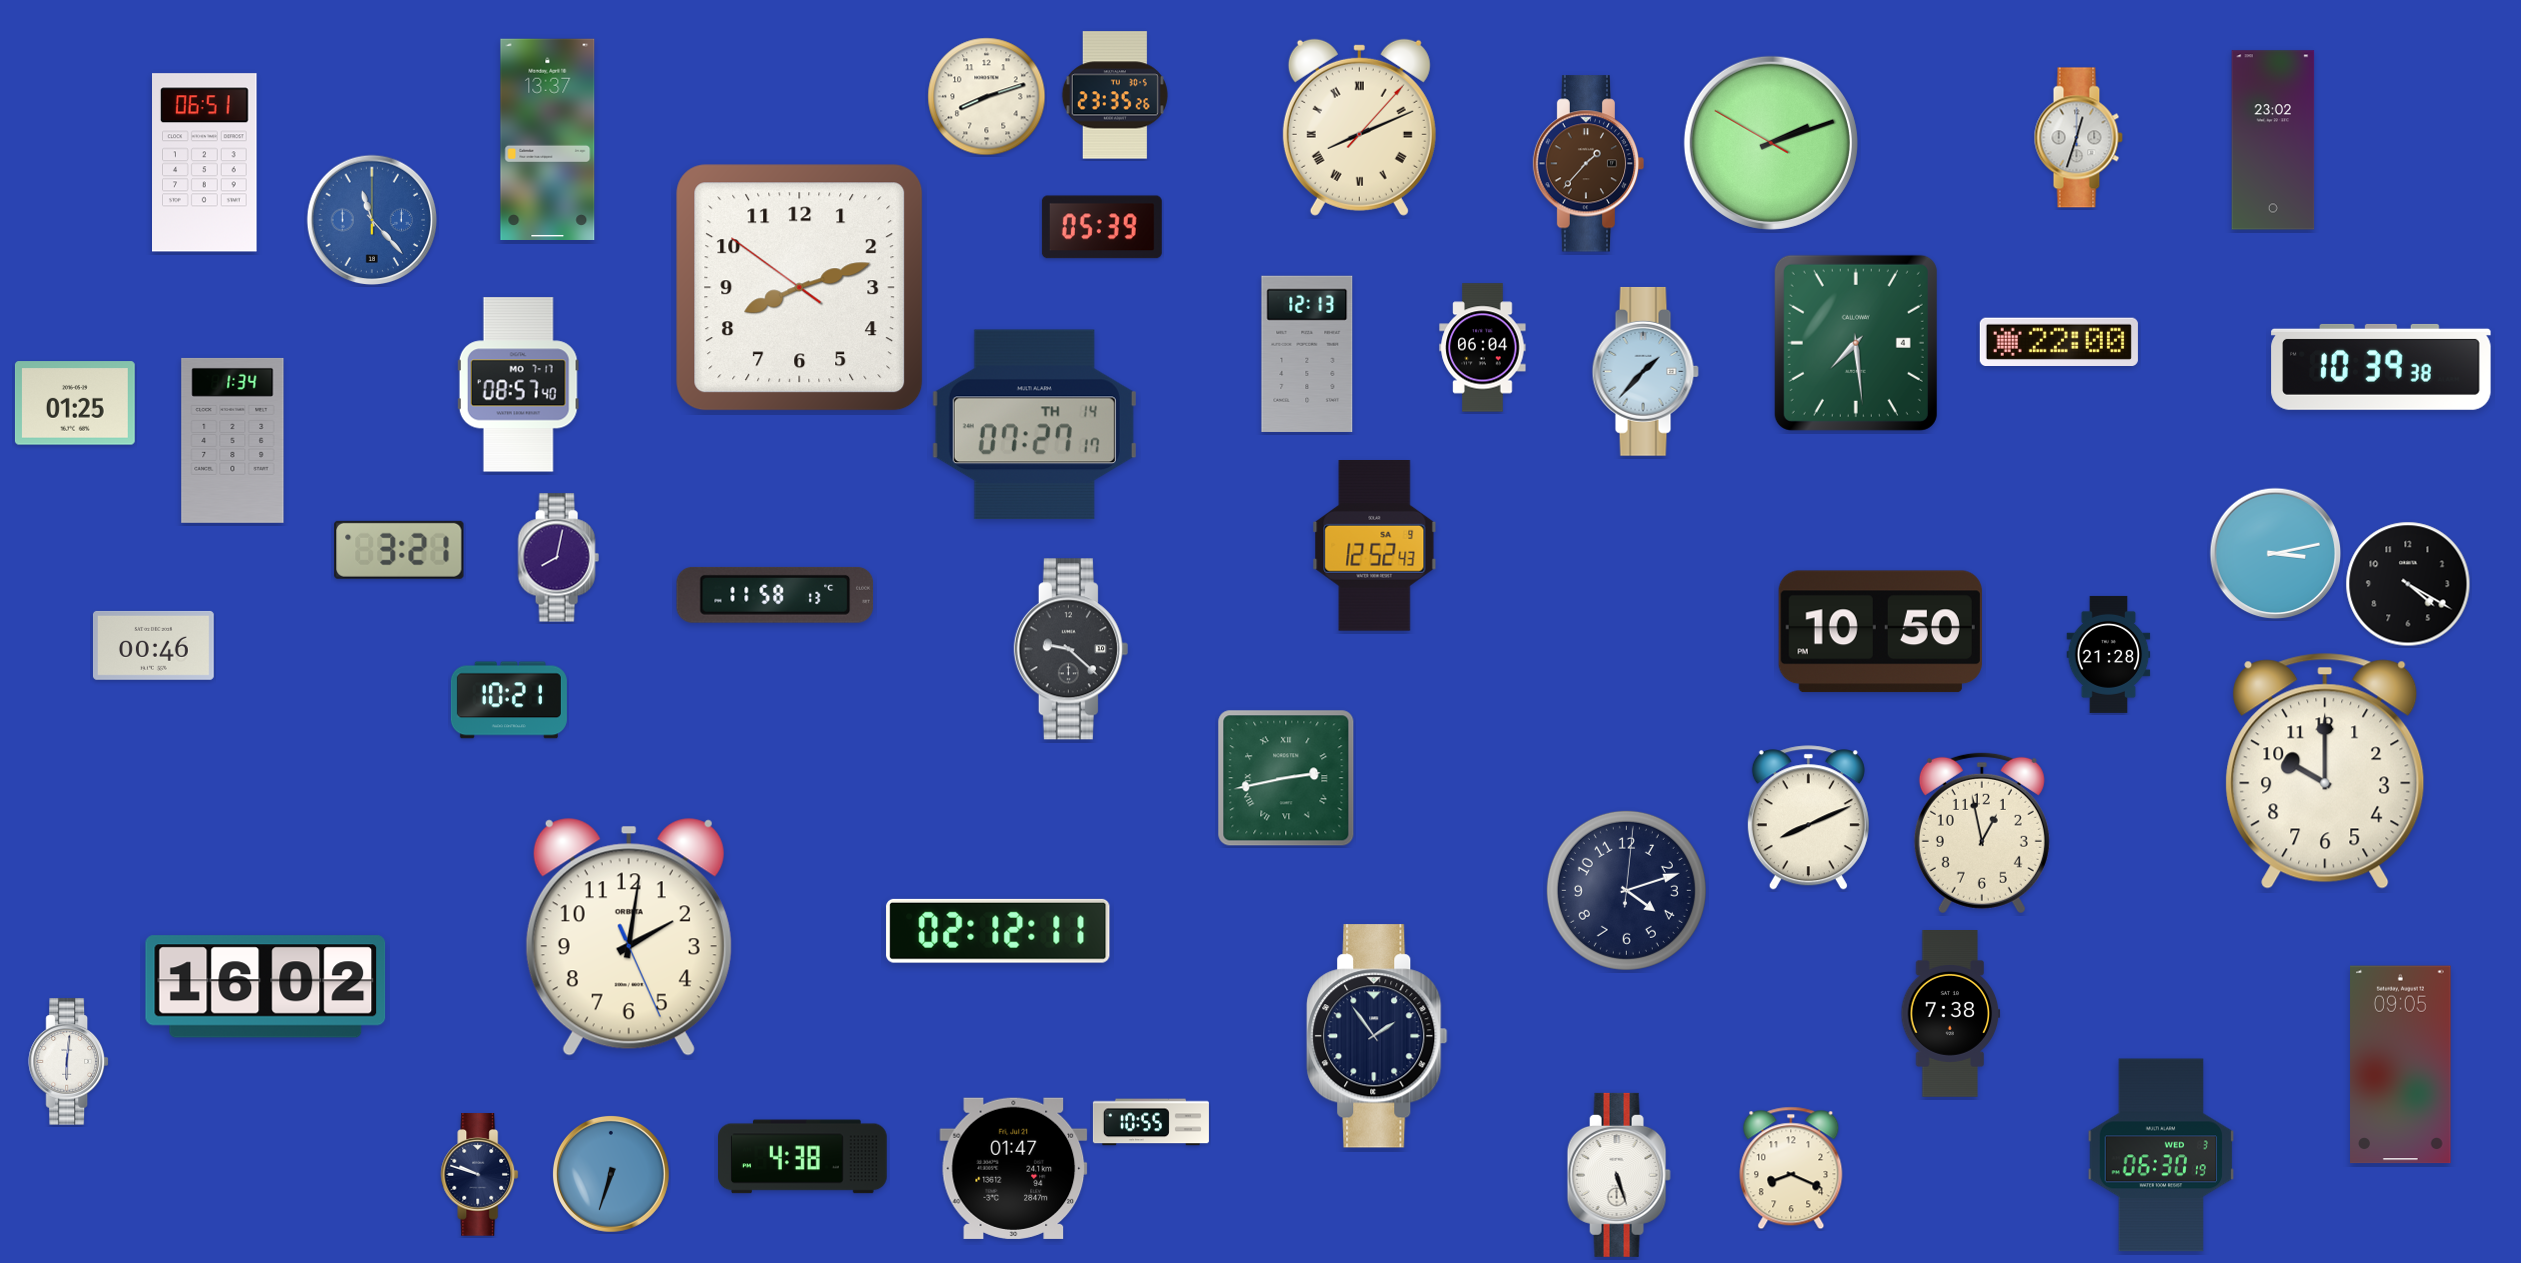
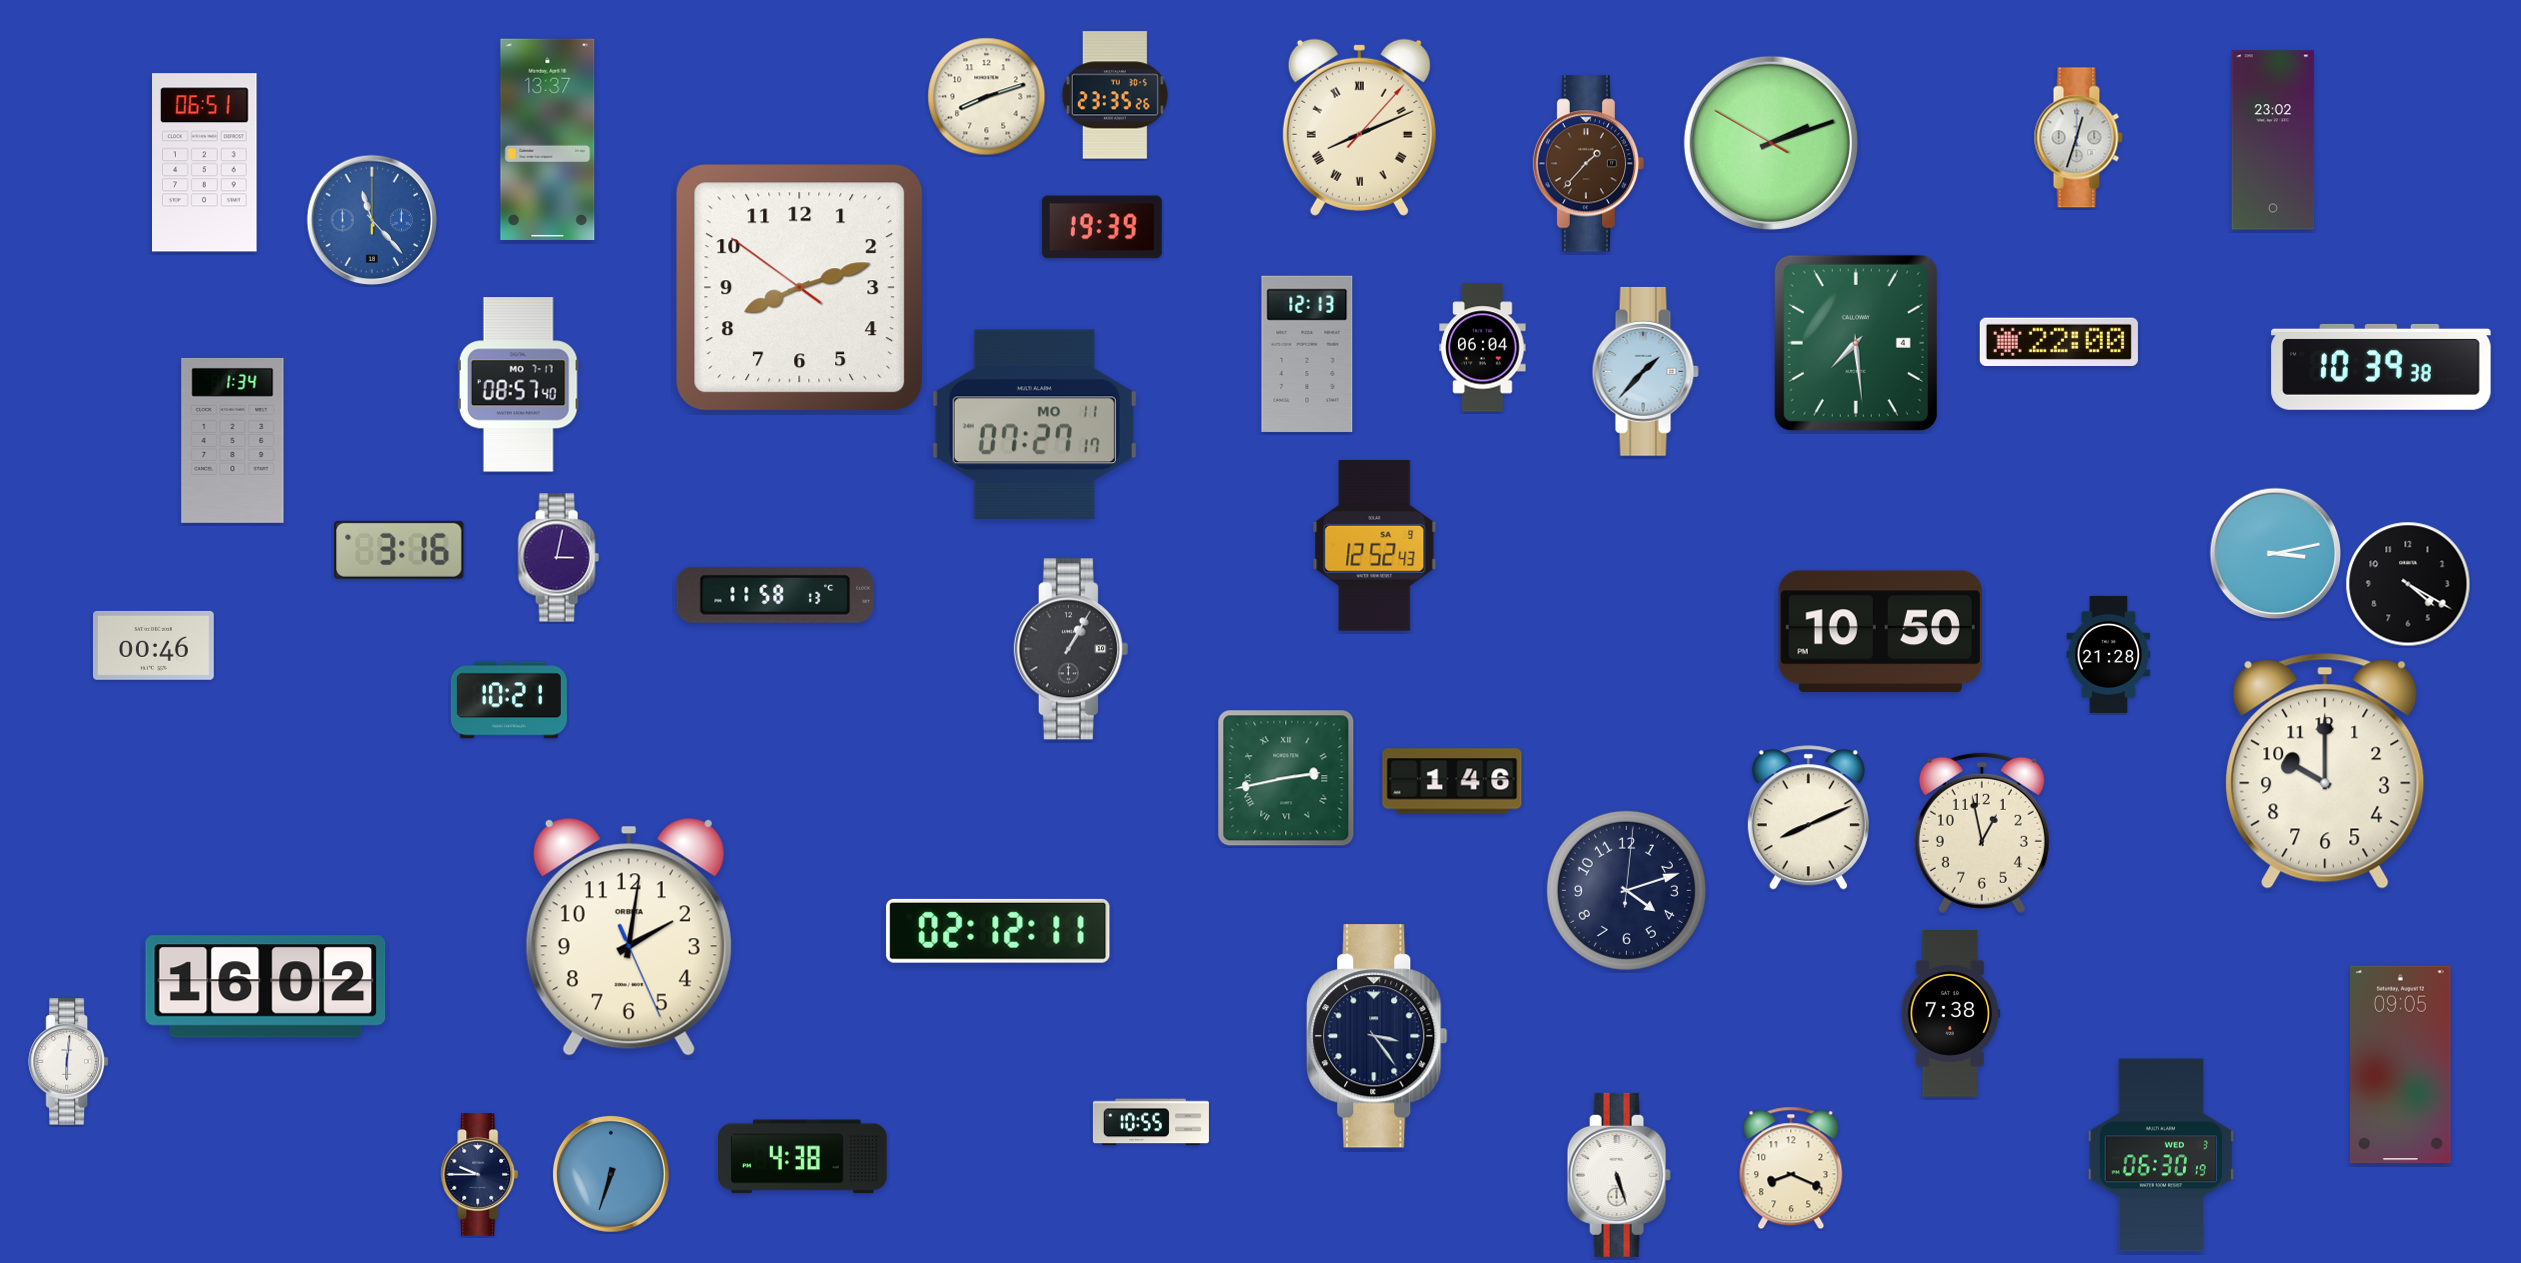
clock at (1102, 227): 05:39 -> 19:39
clock at (75, 403): 01:25 -> none
clock at (1034, 424) date: TH 14 -> MO 11
clock at (399, 550): 3:21 -> 3:16
clock at (558, 558): 8:02 -> 3:02
clock at (1071, 649): 9:22 -> 1:05
clock at (1452, 781): none -> 1:46
clock at (1377, 1036): 1:54 -> 3:24
clock at (1014, 1168): 01:47 -> none
clock at (480, 1175): 9:48 -> 9:45
